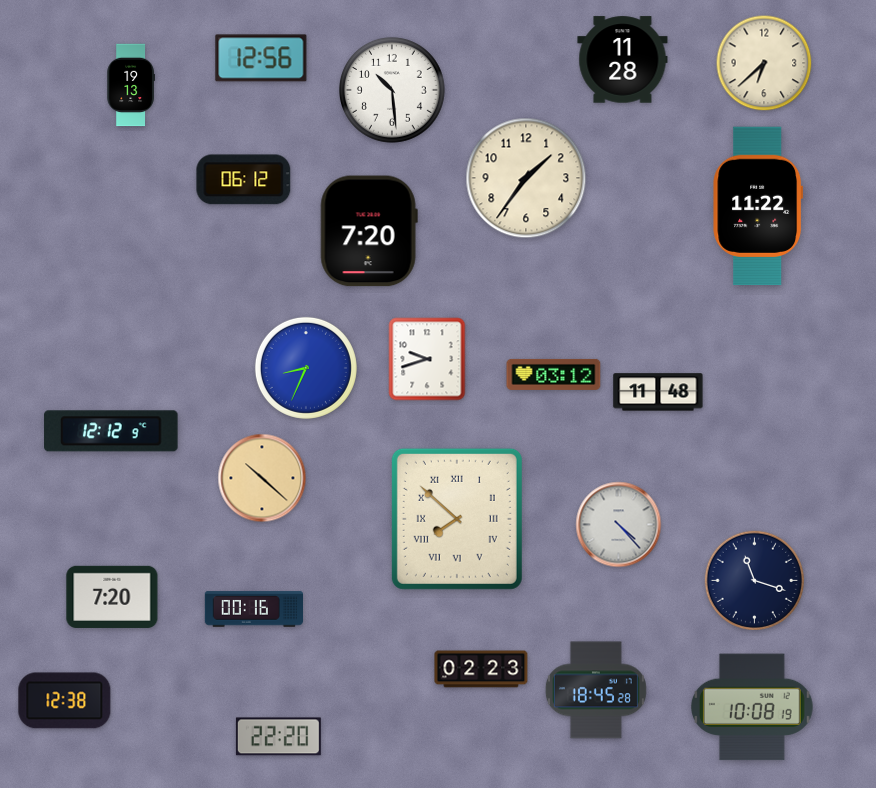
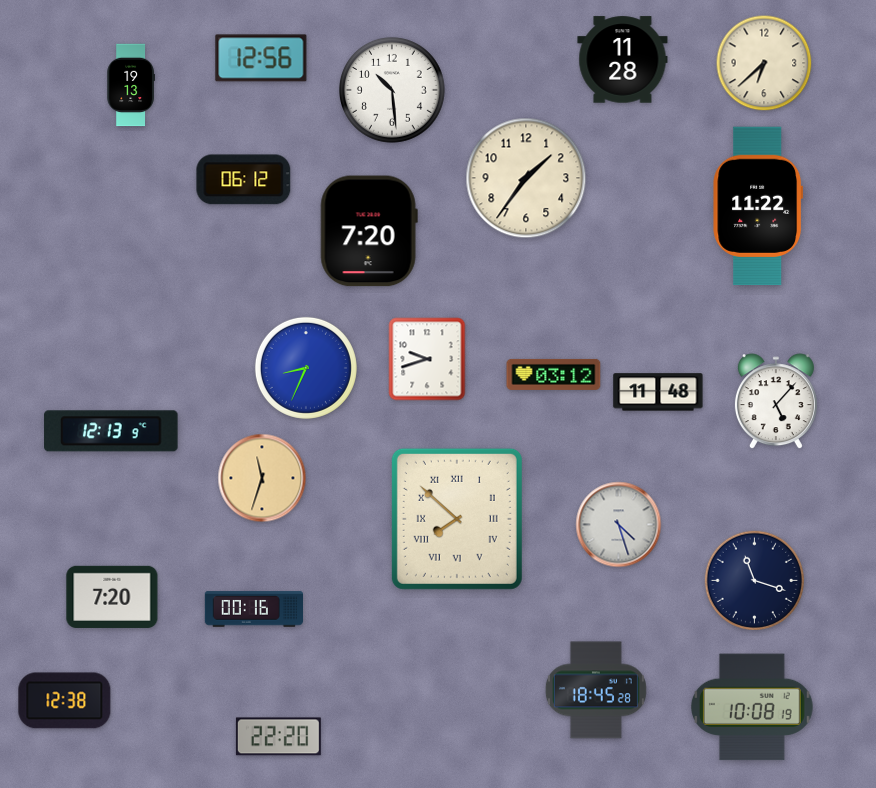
clock at (776, 402): none -> 5:07
clock at (111, 431): 12:12 -> 12:13
clock at (262, 478): 10:22 -> 11:33
clock at (619, 525): 4:23 -> 4:27
clock at (481, 669): 02:23 -> none
